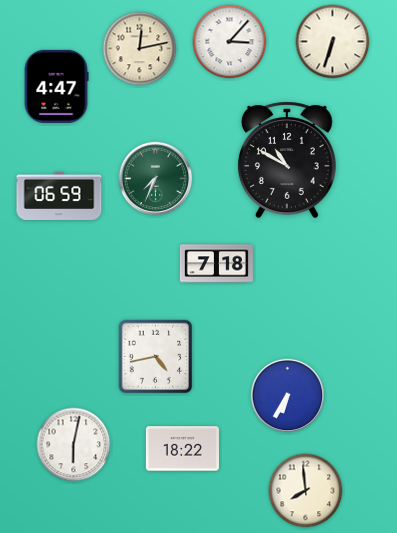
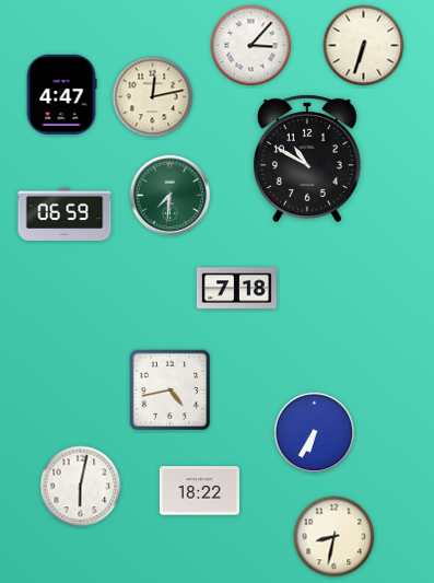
clock at (140, 49) position: (140, 49) -> (153, 97)
clock at (287, 160) position: (287, 160) -> (307, 159)
clock at (156, 179): 7:34 -> 7:31
clock at (306, 491): 7:59 -> 8:32
